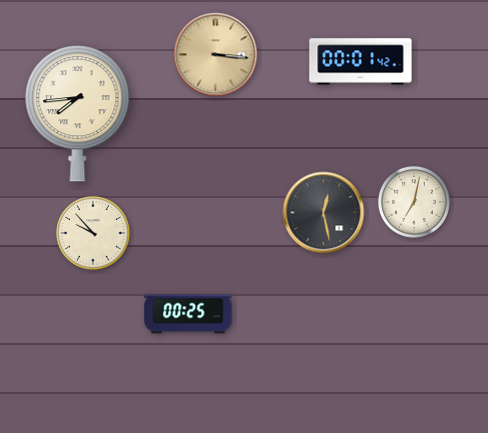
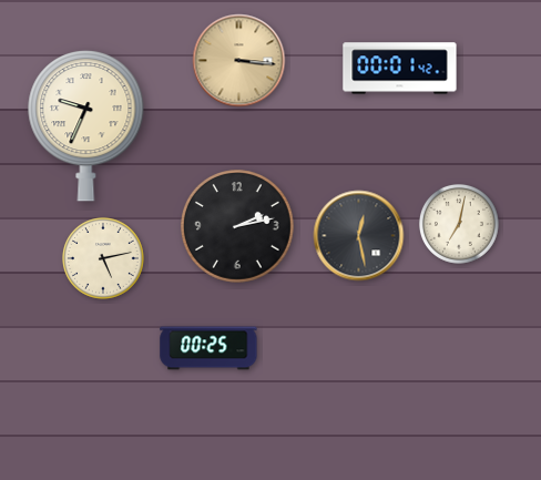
clock at (78, 113): 7:44 -> 9:34
clock at (238, 227): none -> 2:13
clock at (93, 233): 9:53 -> 5:13
